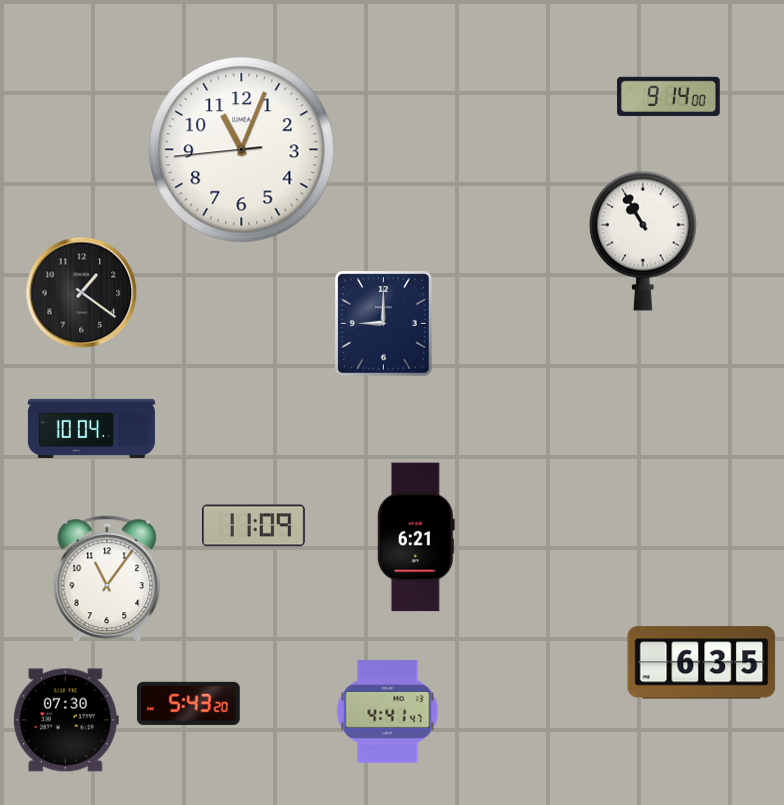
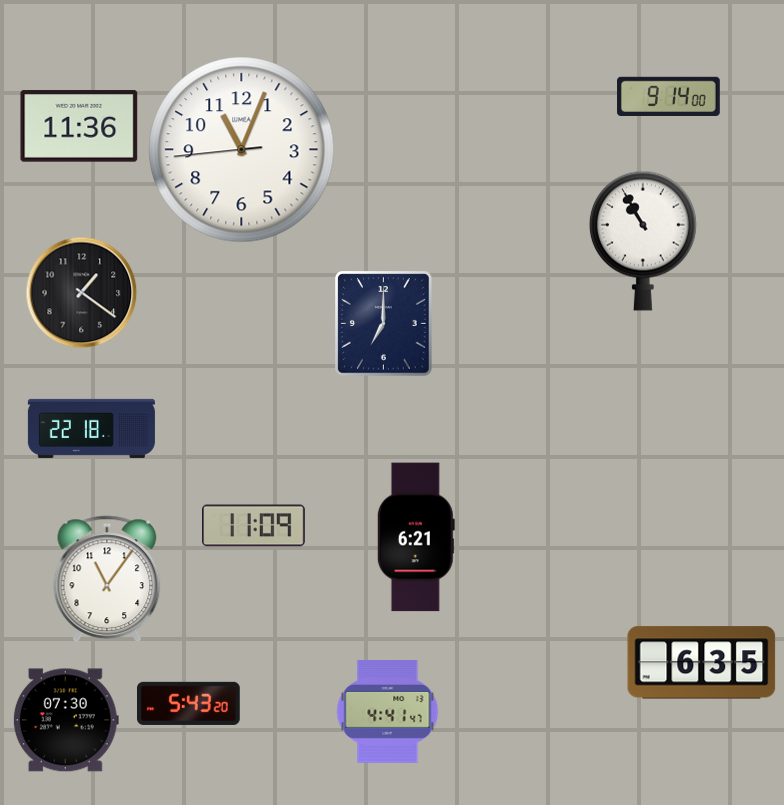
clock at (79, 126): none -> 11:36
clock at (384, 324): 9:00 -> 7:00
clock at (91, 428): 10:04 -> 22:18
